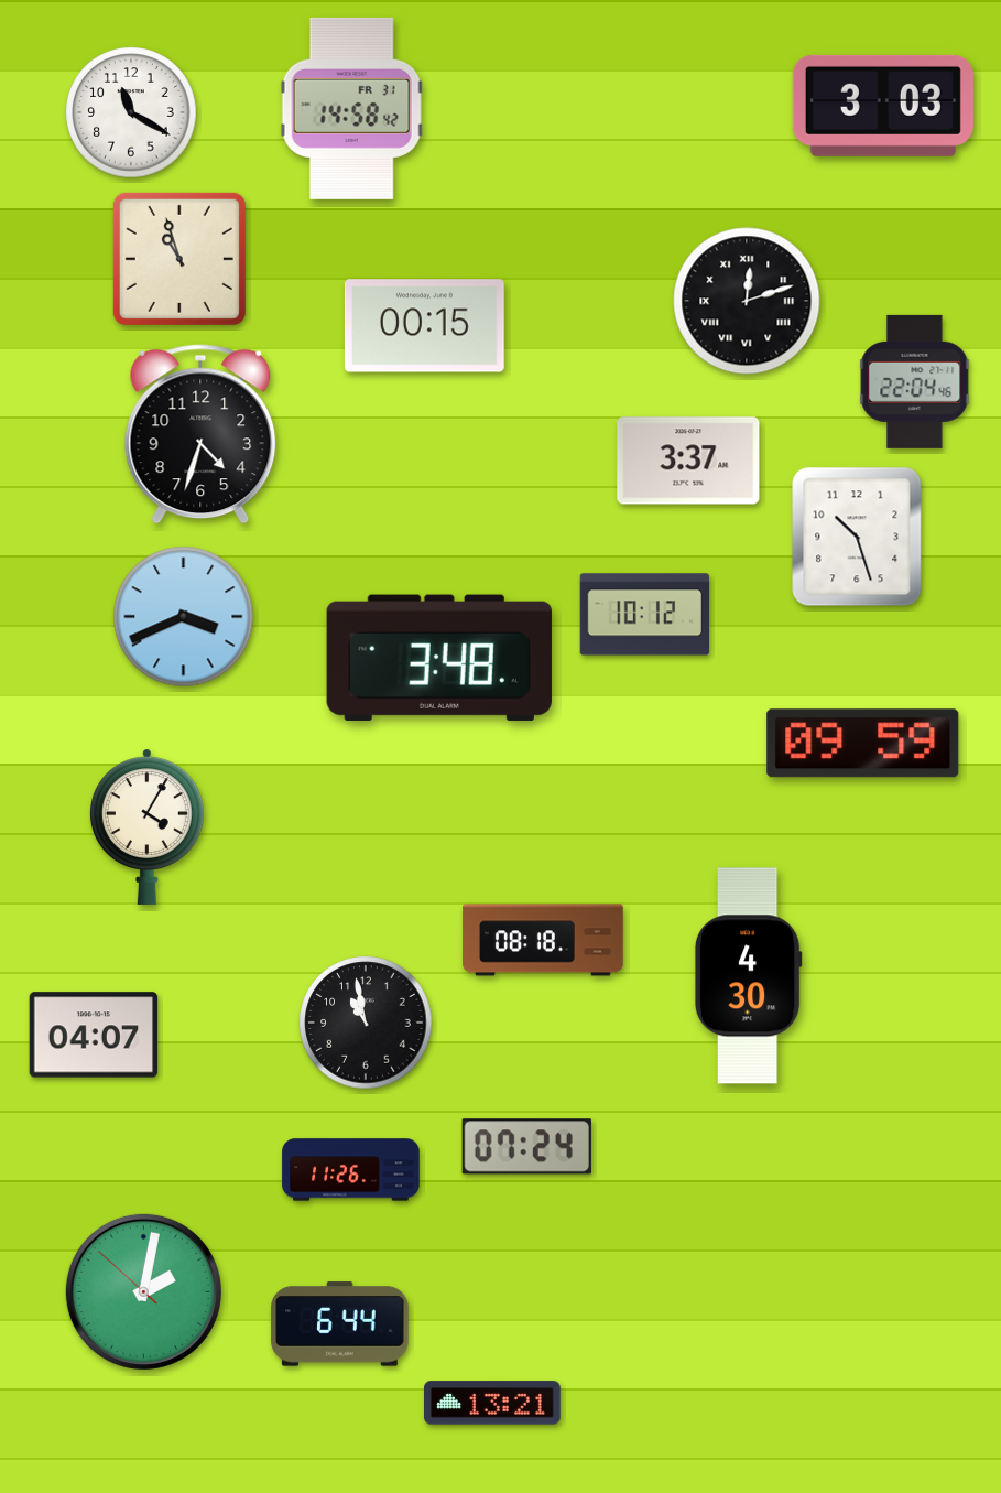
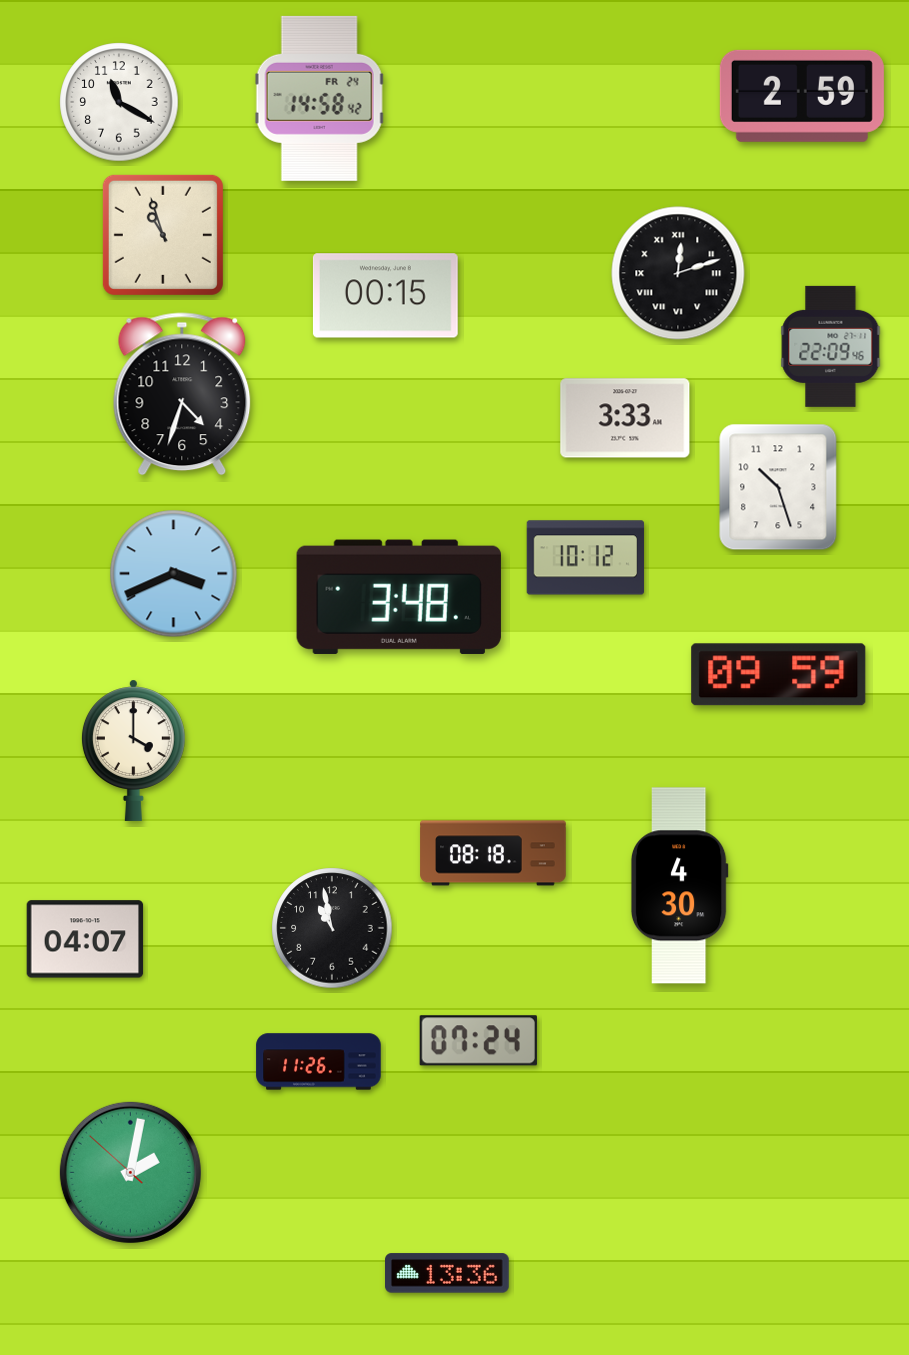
clock at (883, 106): 3:03 -> 2:59
clock at (352, 108) date: FR 31 -> FR 24
clock at (915, 381): 22:04 -> 22:09
clock at (688, 461): 3:37 -> 3:33
clock at (184, 617) position: (184, 617) -> (174, 574)
clock at (863, 744) position: (863, 744) -> (779, 675)
clock at (146, 826): 4:05 -> 4:00
clock at (340, 1324): 6:44 -> none
clock at (493, 1403): 13:21 -> 13:36
